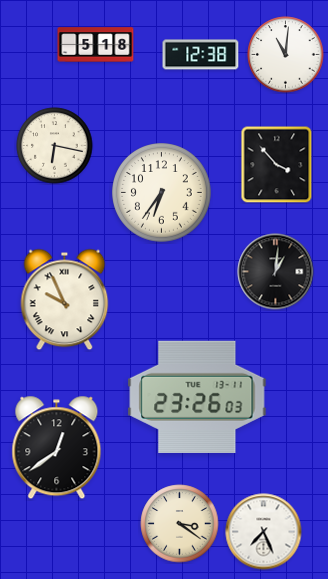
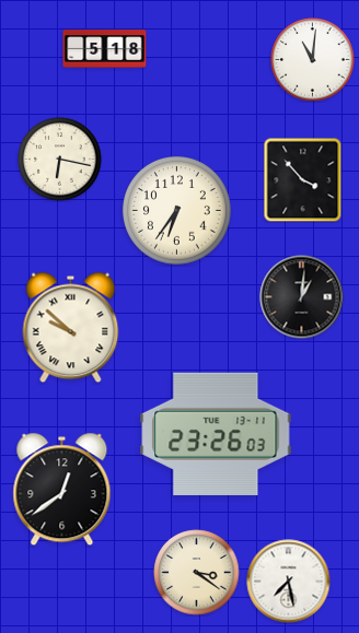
clock at (201, 55): 12:38 -> none
clock at (65, 300): 9:56 -> 9:52
clock at (264, 532): 7:26 -> 7:28
